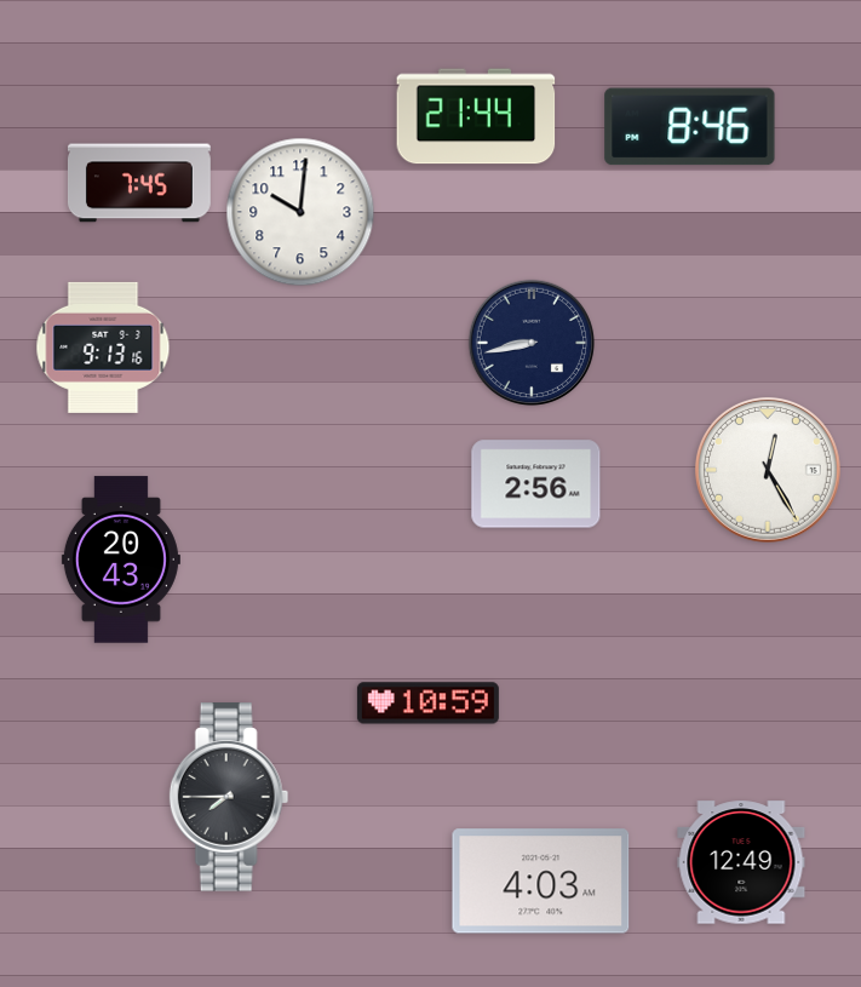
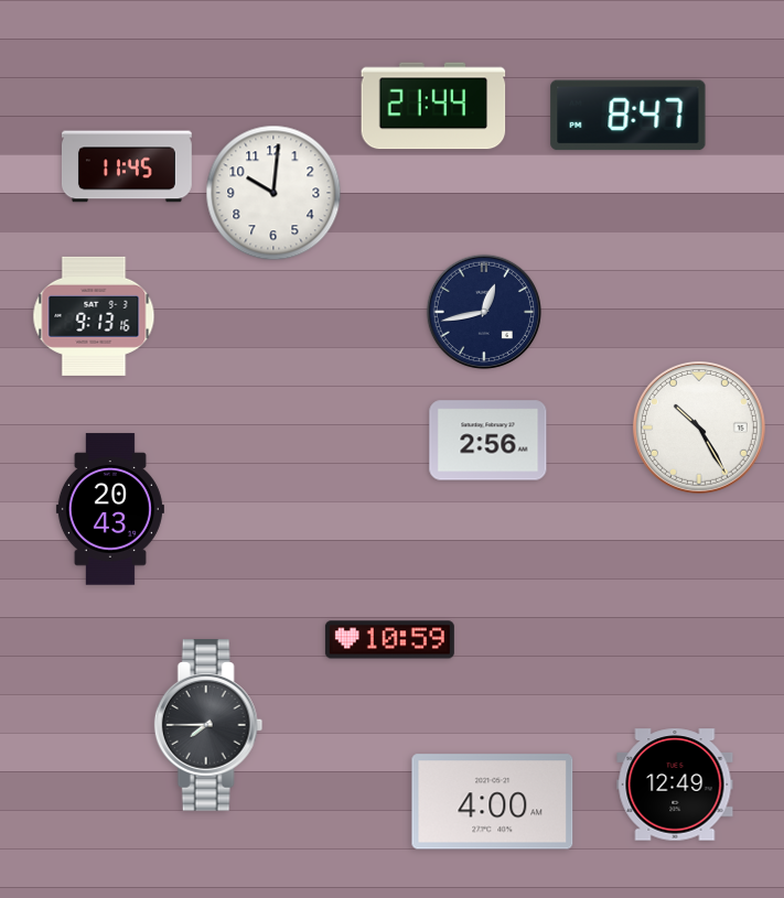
clock at (690, 127): 8:46 -> 8:47
clock at (139, 183): 7:45 -> 11:45
clock at (530, 342): 8:43 -> 12:43
clock at (768, 470): 12:25 -> 10:25
clock at (541, 882): 4:03 -> 4:00
